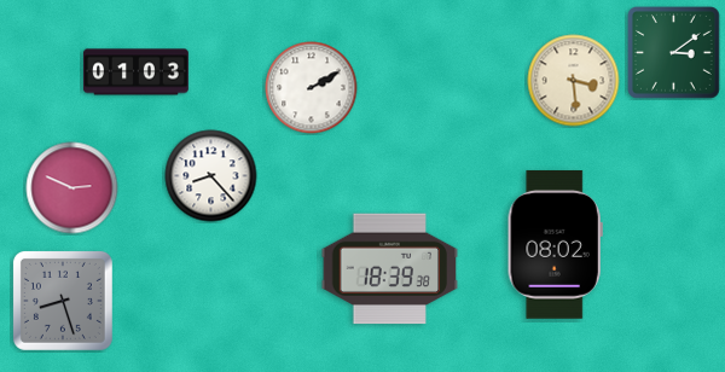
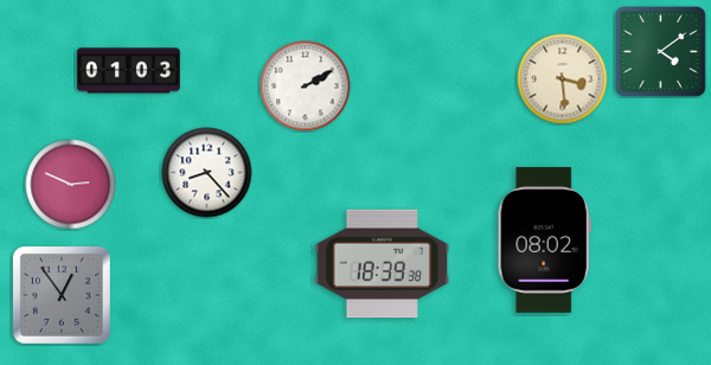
clock at (674, 53): 3:09 -> 4:09
clock at (135, 72) position: (135, 72) -> (128, 71)
clock at (63, 301): 8:27 -> 12:54
